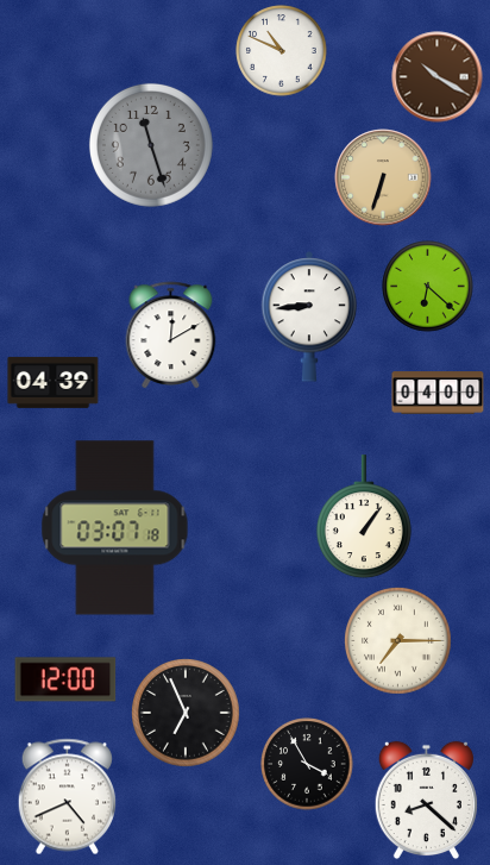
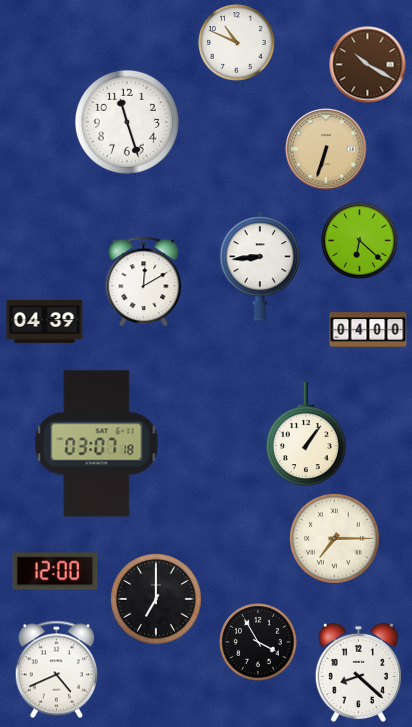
clock at (151, 145) dial: grey -> white
clock at (383, 177) position: (383, 177) -> (326, 149)
clock at (187, 714): 6:56 -> 7:00
